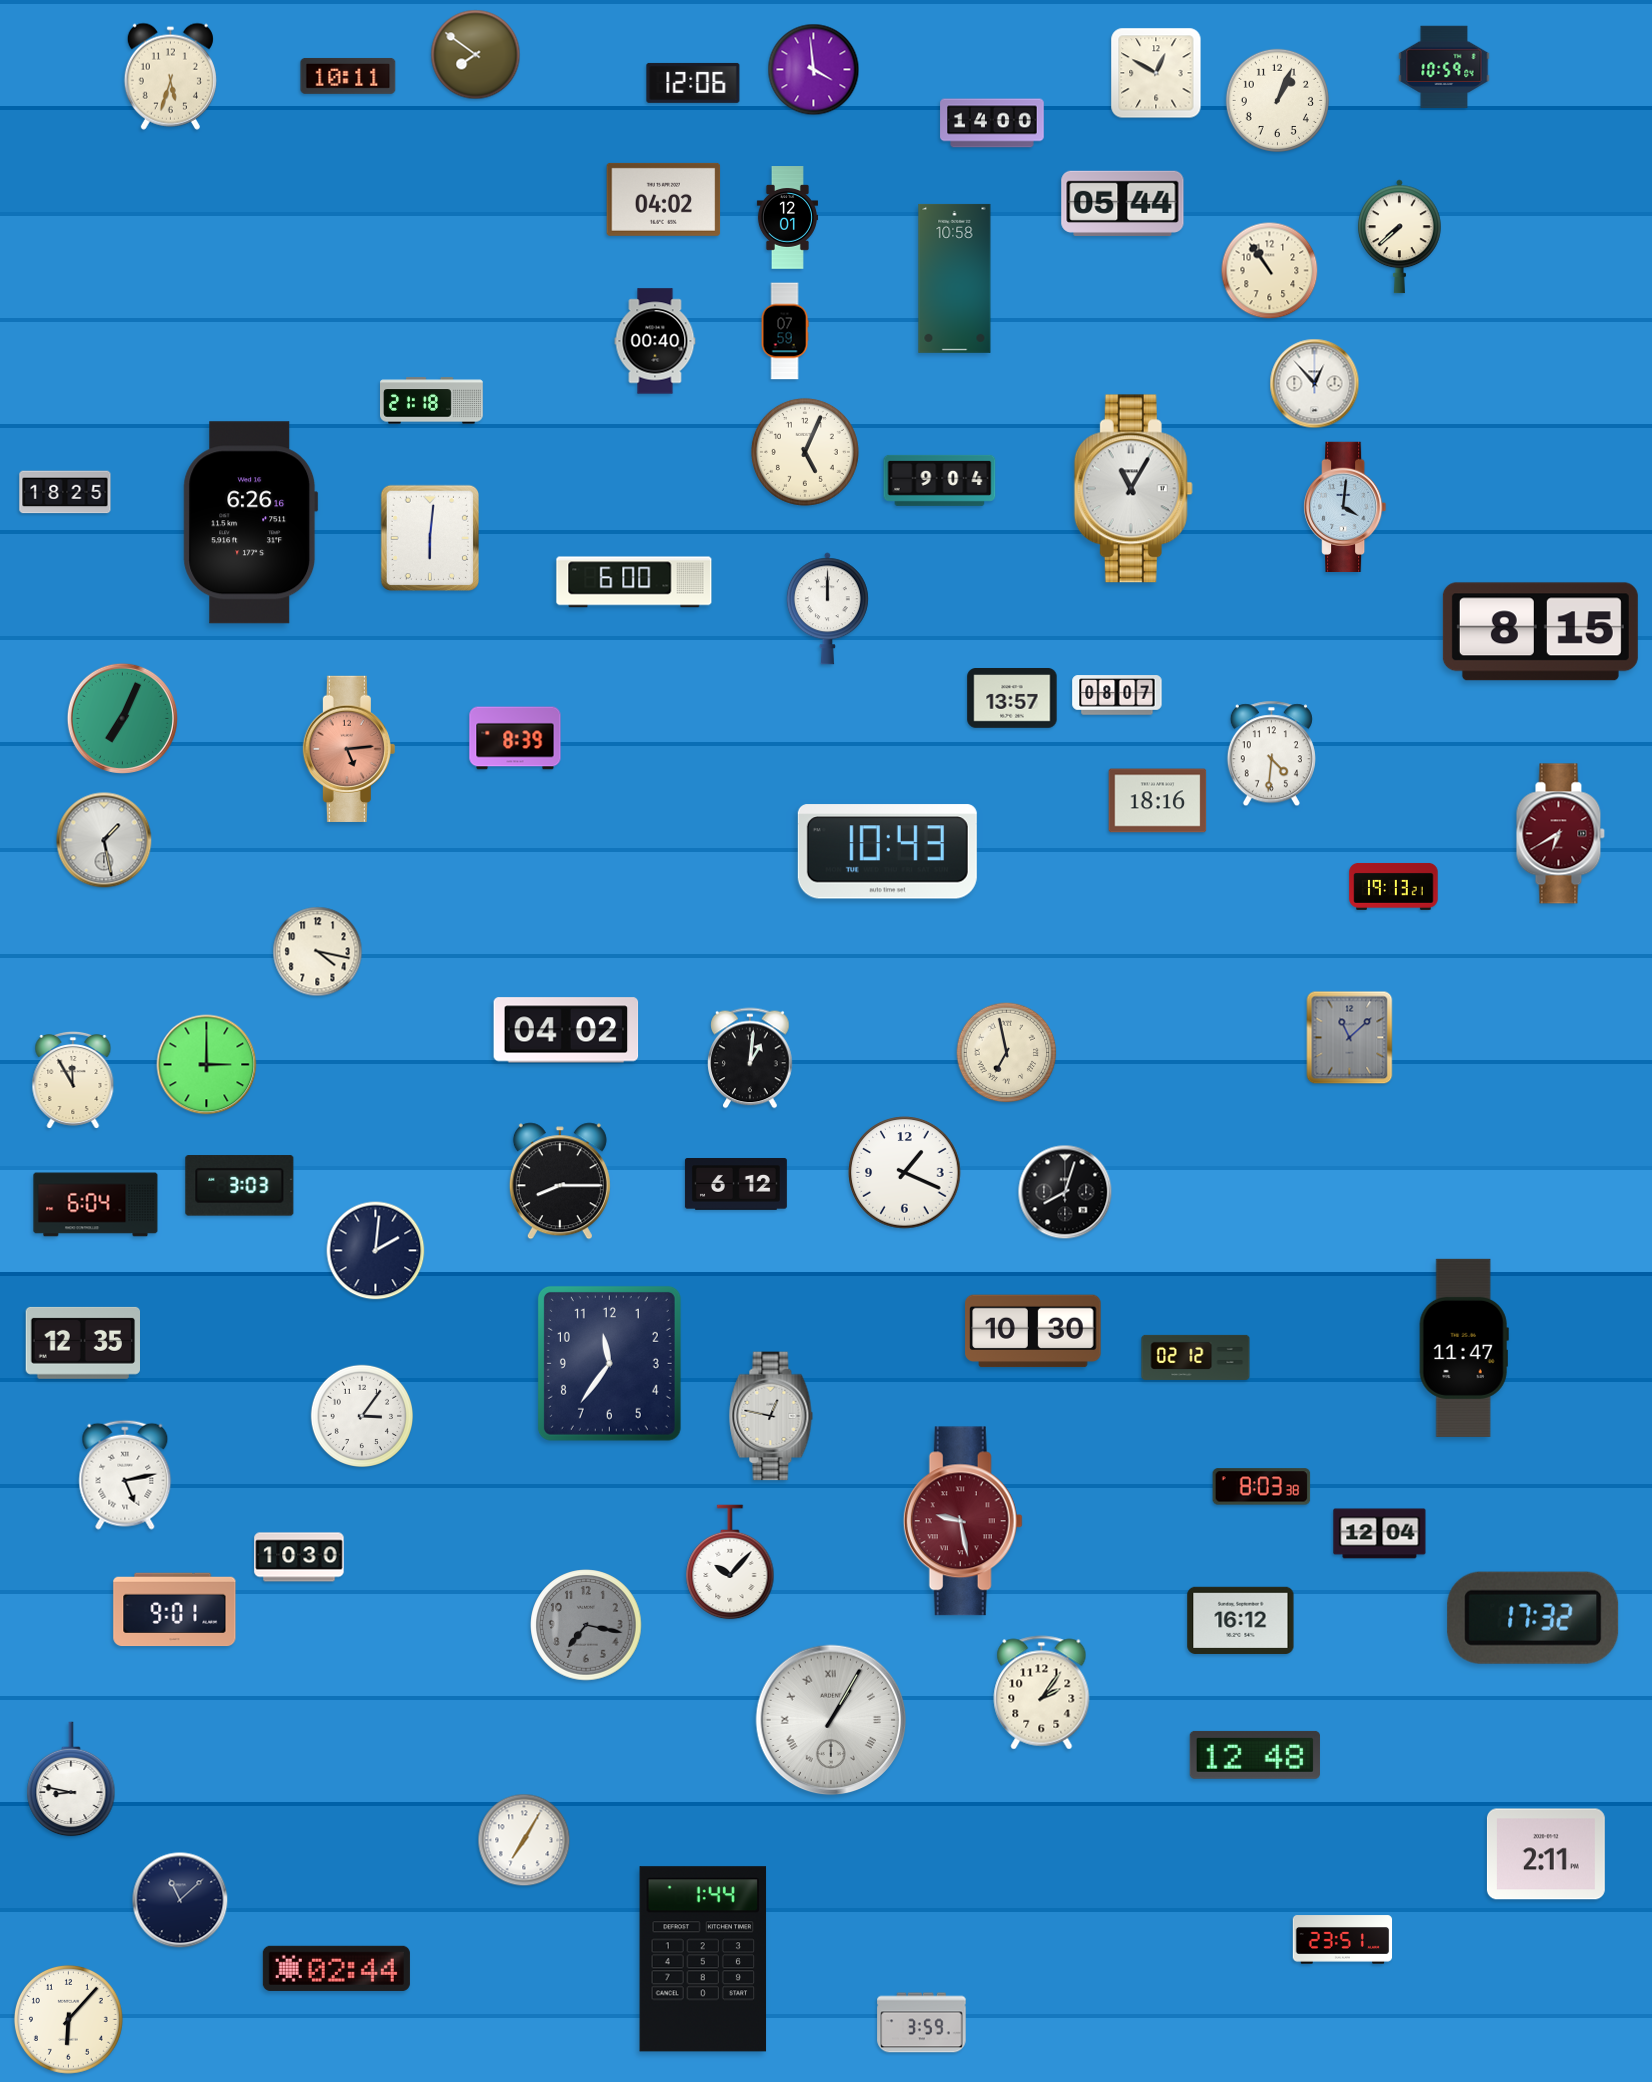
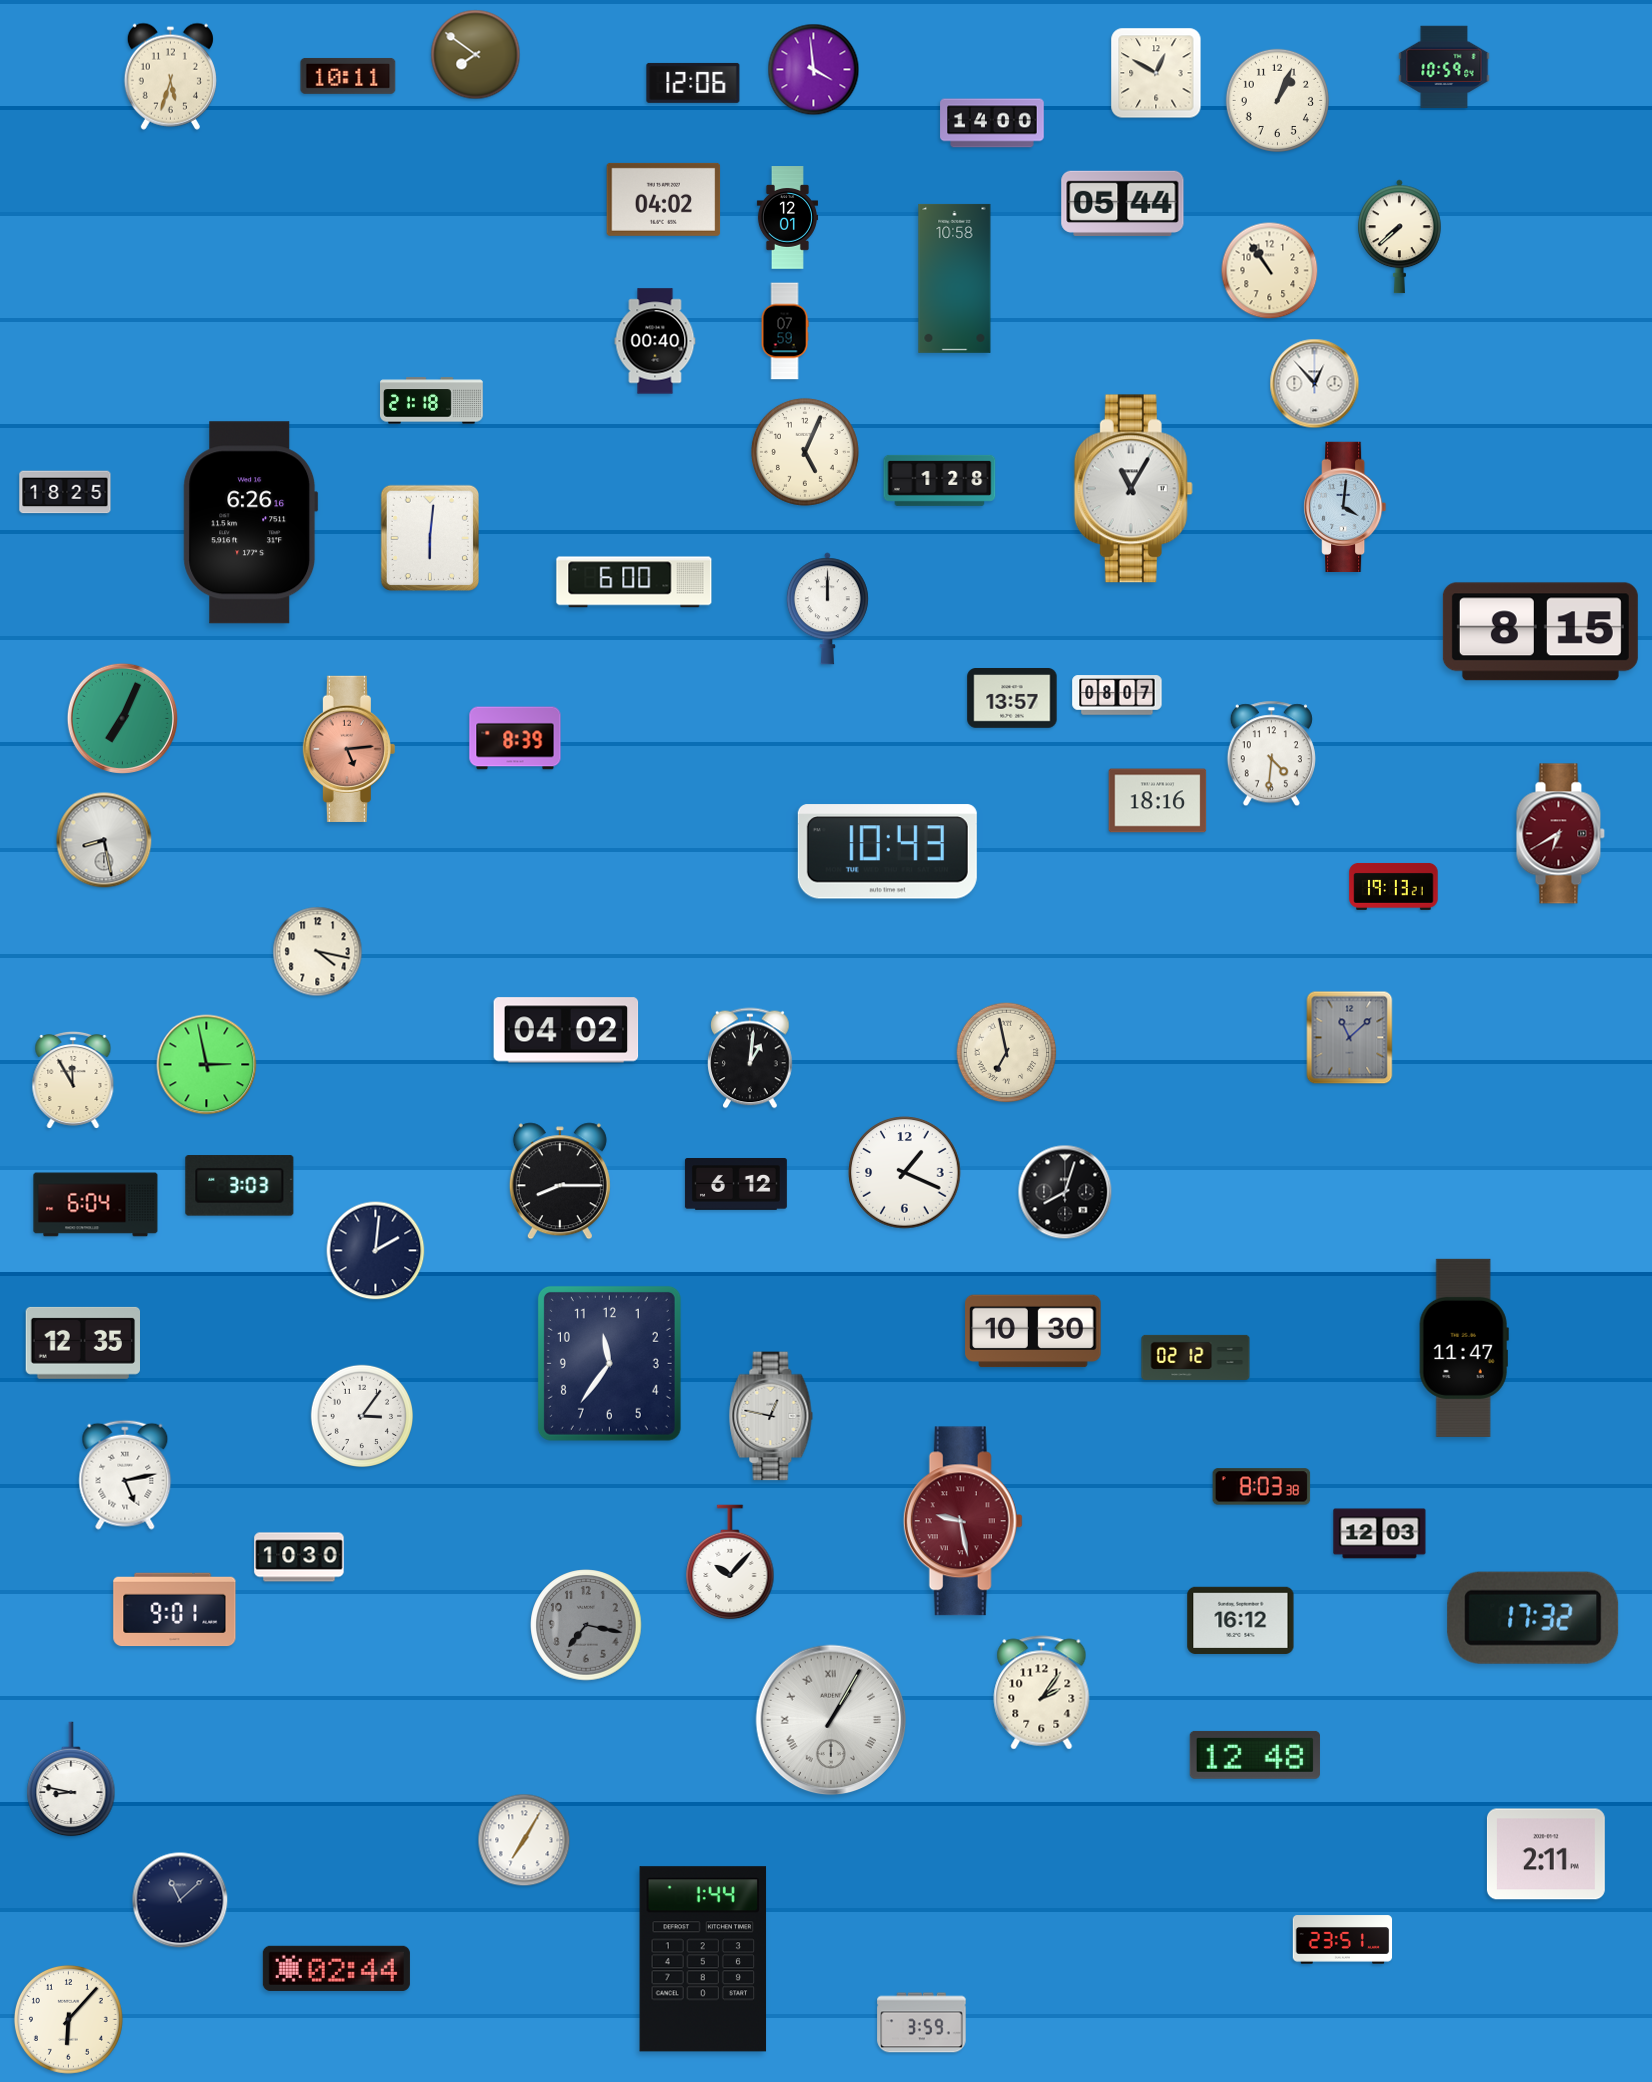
clock at (940, 480): 9:04 -> 1:28
clock at (104, 840): 1:28 -> 8:28
clock at (207, 1065): 3:00 -> 2:58
clock at (1380, 1534): 12:04 -> 12:03
